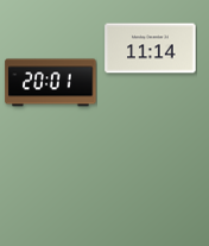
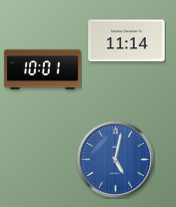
clock at (51, 83): 20:01 -> 10:01
clock at (115, 159): none -> 5:02
